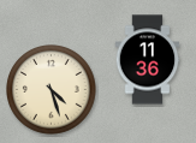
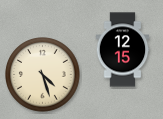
clock at (148, 60): 11:36 -> 12:15
